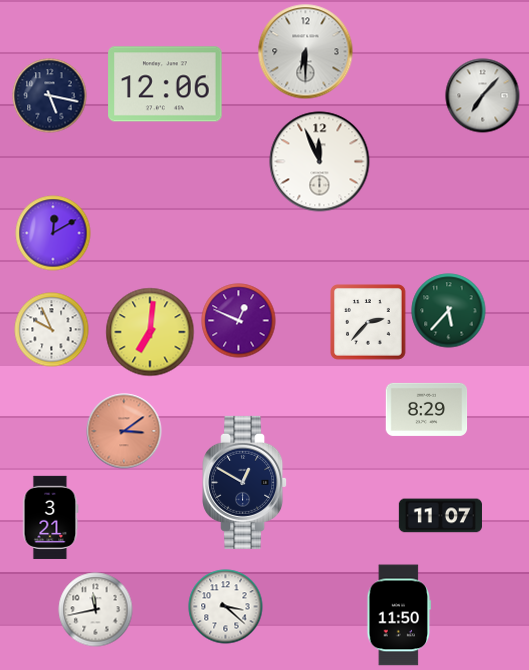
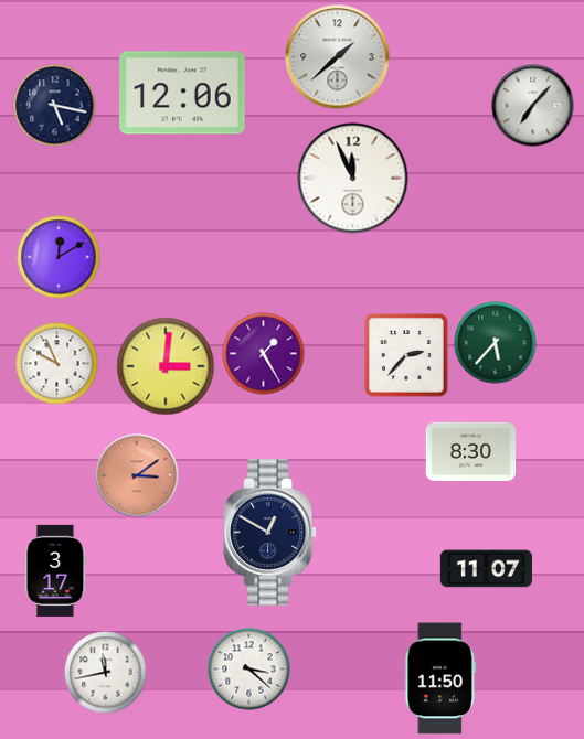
clock at (306, 52): 6:30 -> 1:38
clock at (239, 321): 12:49 -> 1:25
clock at (150, 332): 7:01 -> 3:01
clock at (427, 409): 8:29 -> 8:30
clock at (50, 517): 3:21 -> 3:17
